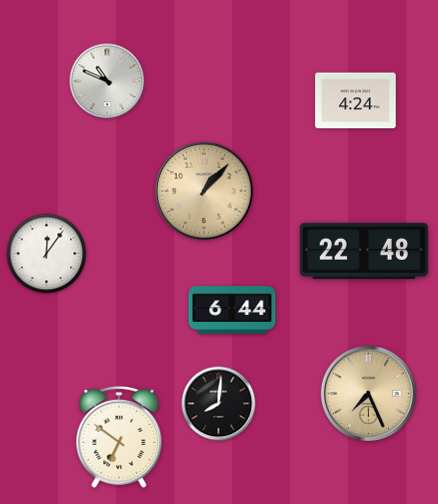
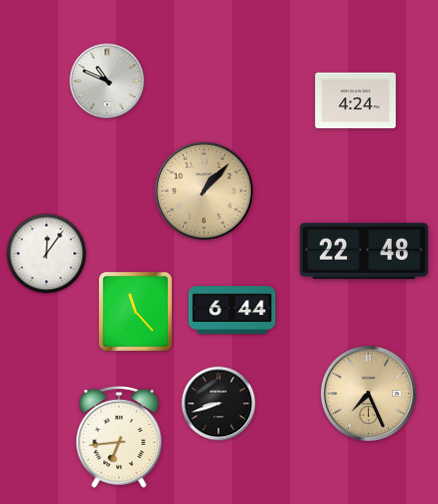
clock at (135, 311): none -> 11:23
clock at (219, 404): 8:01 -> 8:42
clock at (119, 437): 6:51 -> 6:44
